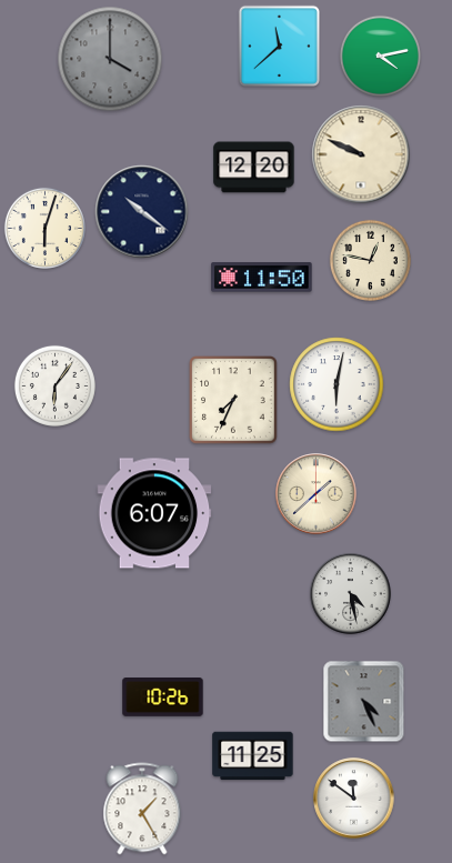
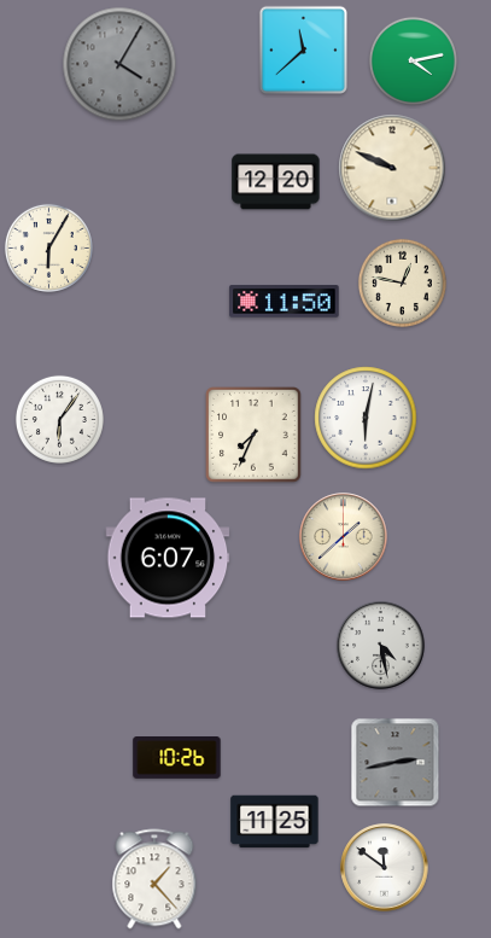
clock at (110, 59): 4:00 -> 4:05
clock at (142, 212): 10:21 -> none
clock at (44, 228): 6:03 -> 6:05
clock at (364, 702): 4:26 -> 2:43
clock at (142, 809): 1:25 -> 1:23
